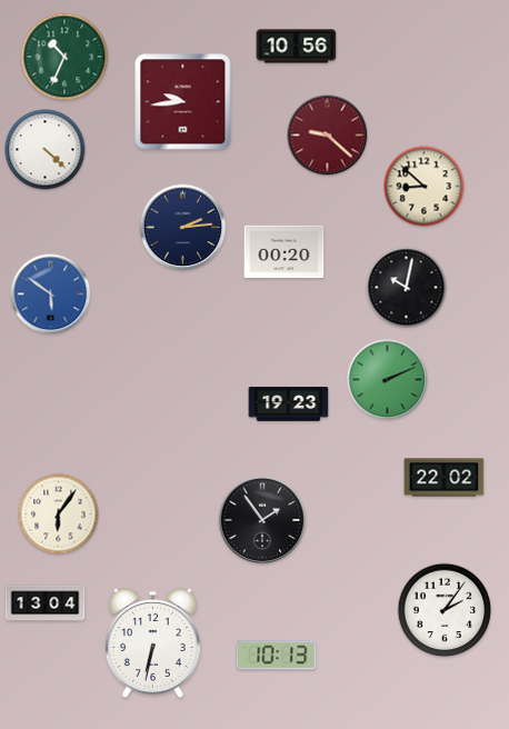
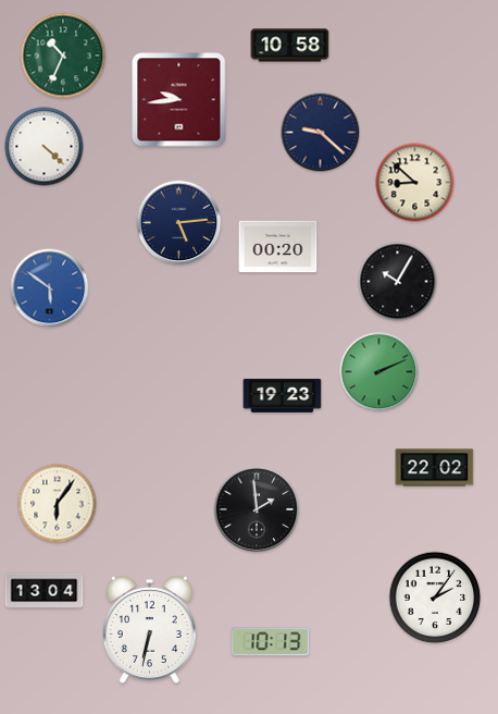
clock at (297, 47): 10:56 -> 10:58
clock at (328, 136) dial: burgundy -> navy
clock at (183, 228): 2:14 -> 5:14
clock at (407, 288): 10:02 -> 10:05
clock at (262, 520): 1:54 -> 1:59
